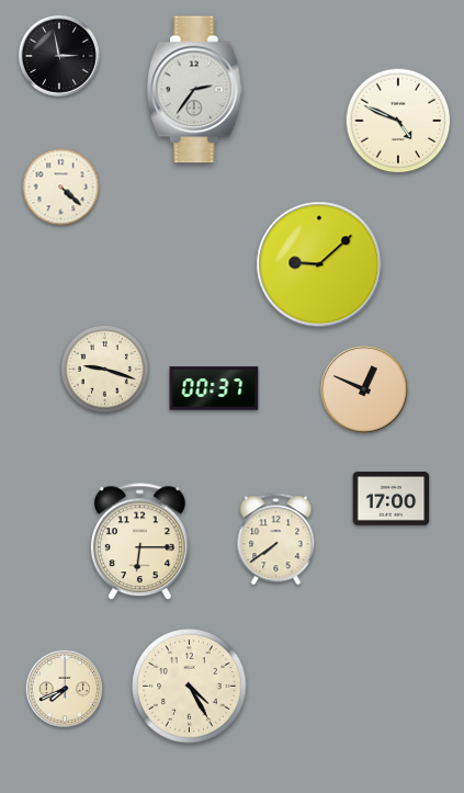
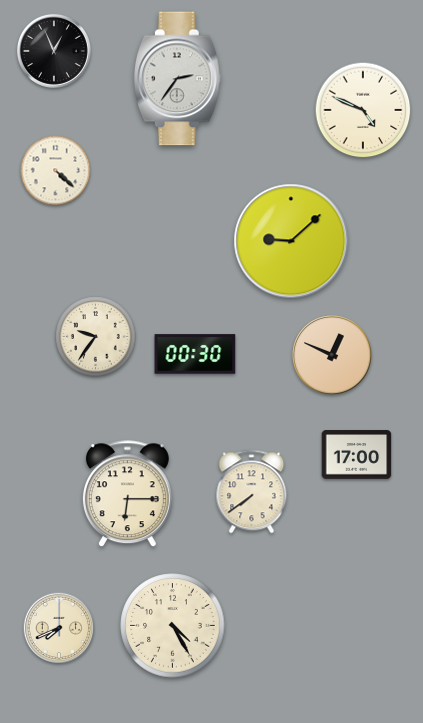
clock at (59, 56): 2:58 -> 12:56
clock at (194, 90) position: (194, 90) -> (177, 79)
clock at (105, 370): 9:18 -> 9:36
clock at (214, 388): 00:37 -> 00:30
